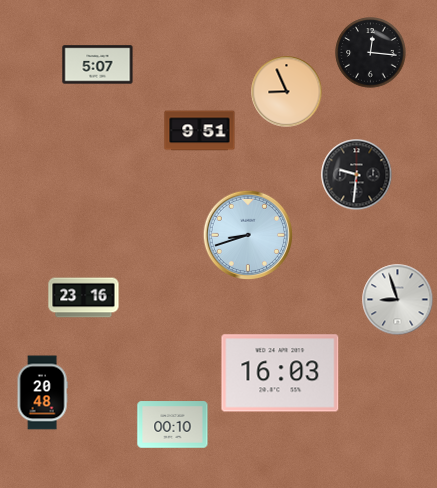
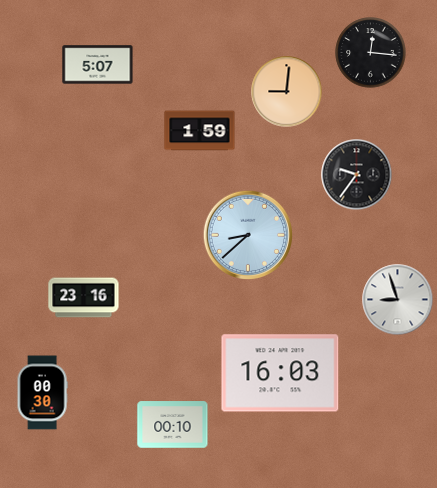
clock at (287, 92): 8:56 -> 9:01
clock at (200, 131): 9:51 -> 1:59
clock at (357, 175): 9:31 -> 9:36
clock at (248, 235): 8:42 -> 8:38
clock at (42, 393): 20:48 -> 00:30
